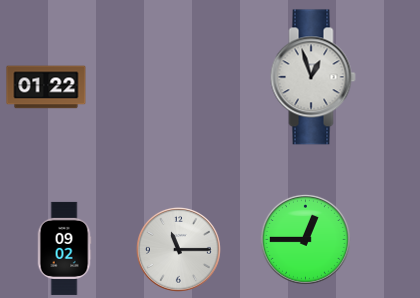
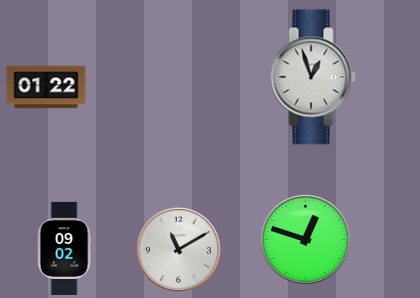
clock at (305, 239): 12:45 -> 12:48
clock at (179, 250): 11:15 -> 11:10
